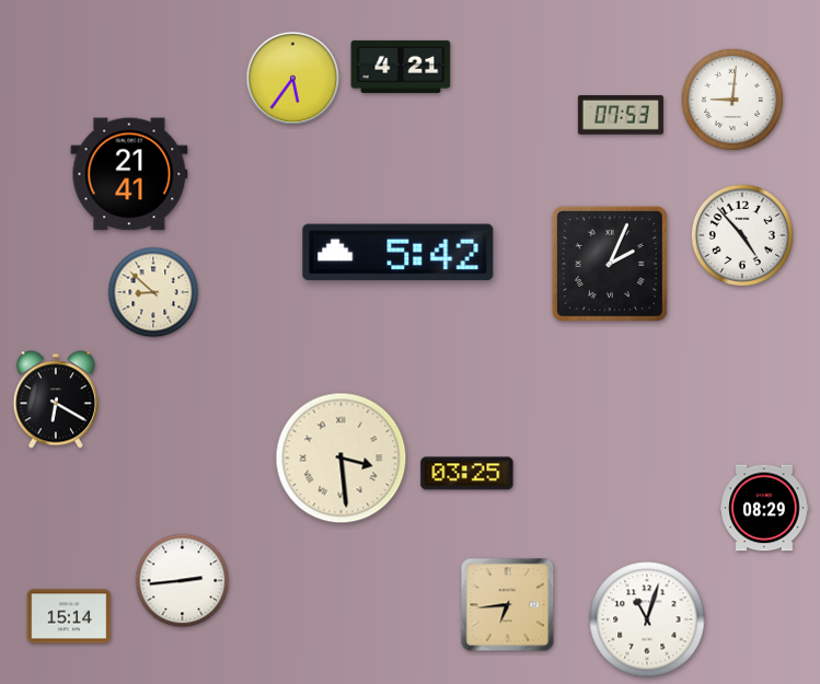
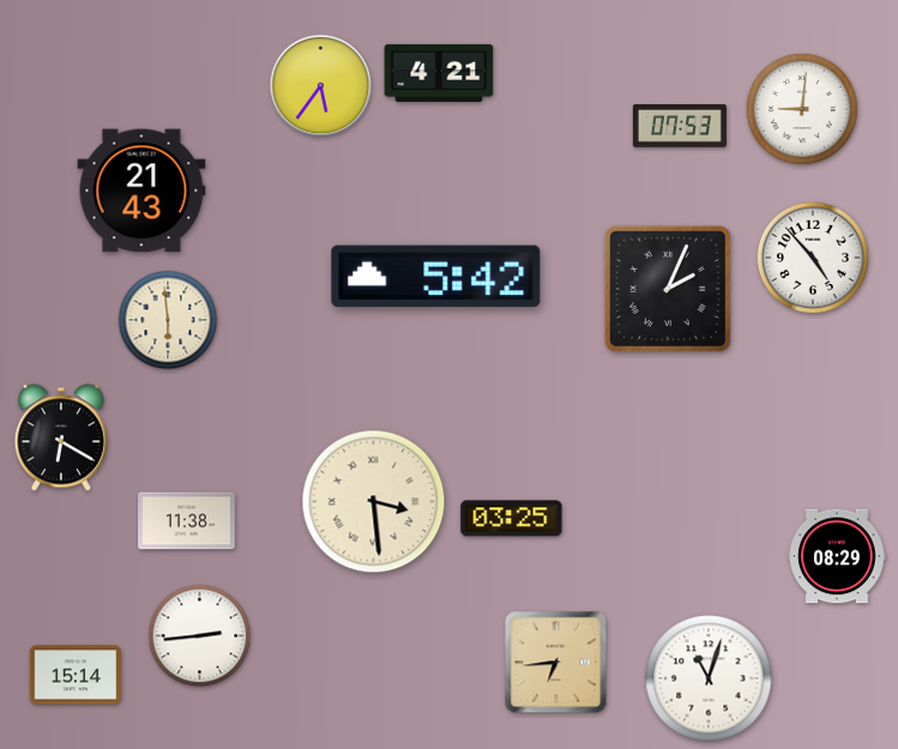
clock at (129, 174): 21:41 -> 21:43
clock at (153, 292): 8:52 -> 5:59
clock at (187, 521): none -> 11:38
